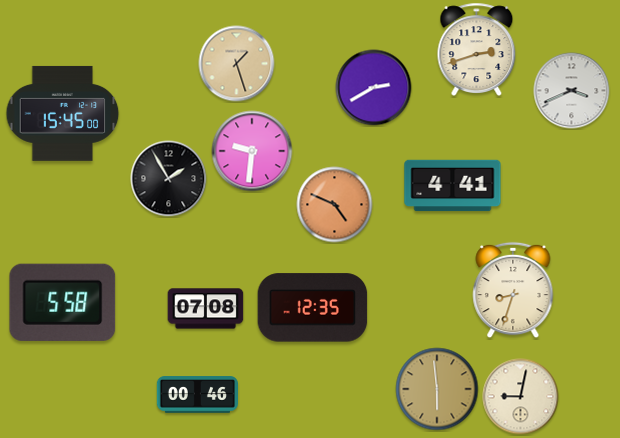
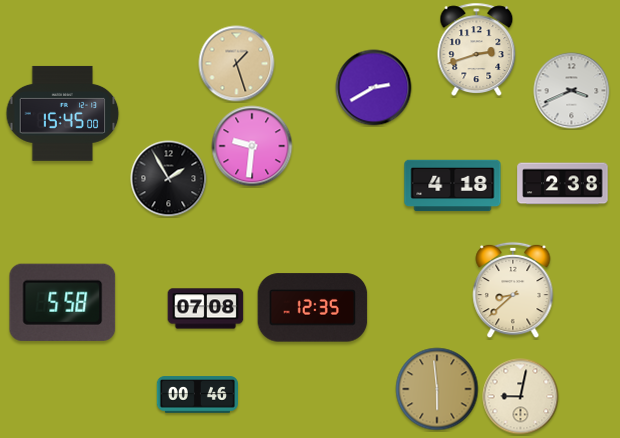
clock at (252, 151) position: (252, 151) -> (252, 146)
clock at (563, 184): none -> 2:38
clock at (453, 186): 4:41 -> 4:18
clock at (335, 205): 4:49 -> none
clock at (513, 290): 8:33 -> 8:38
